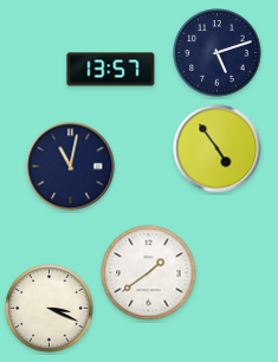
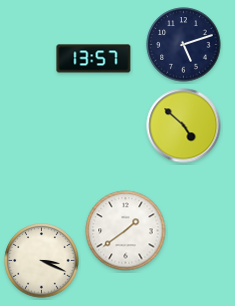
clock at (218, 149): 4:54 -> 4:52
clock at (71, 167): 11:02 -> none
